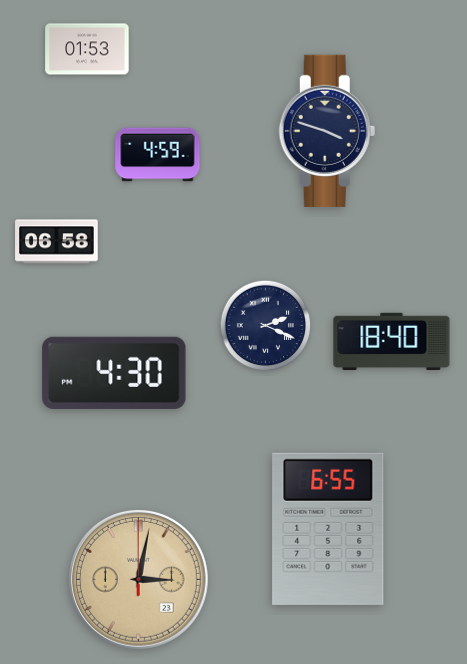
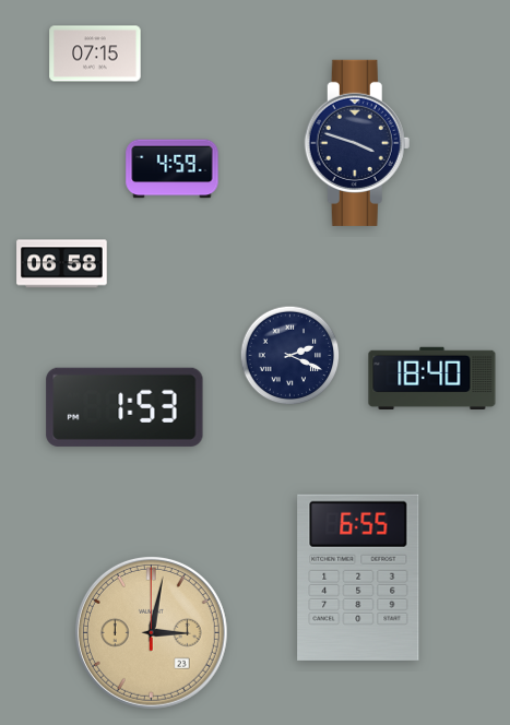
clock at (87, 49): 01:53 -> 07:15
clock at (392, 341) position: (392, 341) -> (432, 378)
clock at (114, 373): 4:30 -> 1:53
